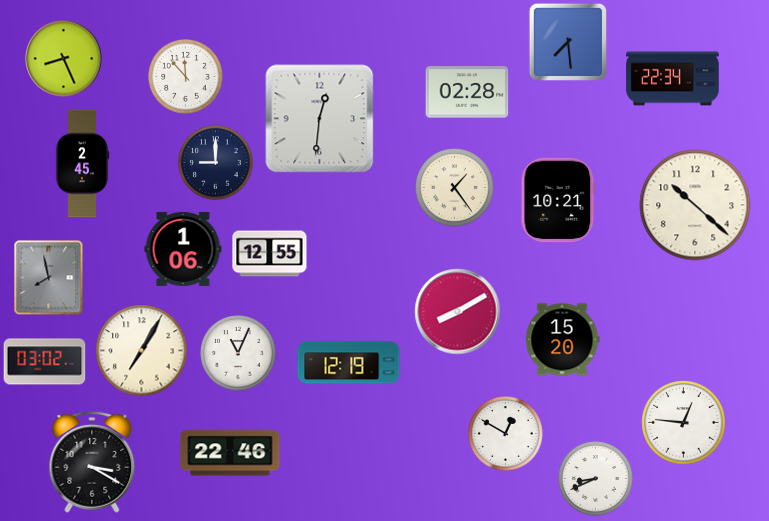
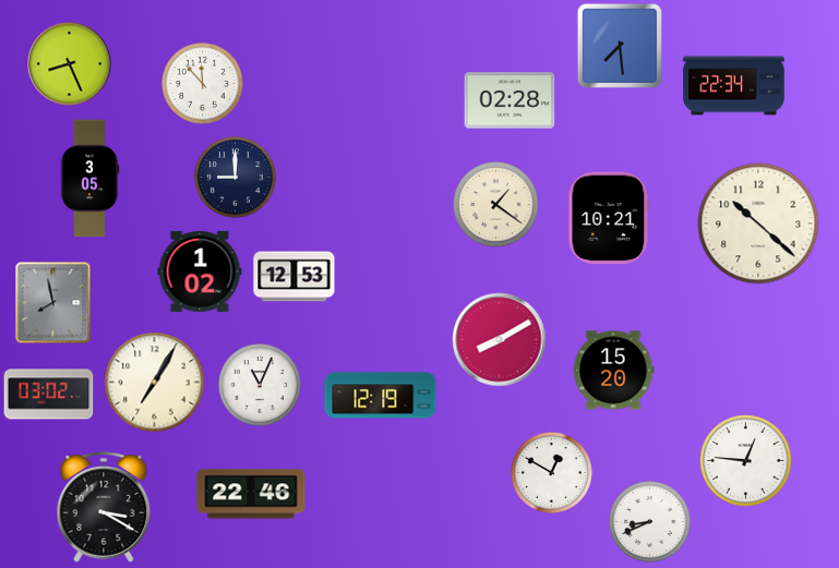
clock at (320, 119): 12:31 -> none
clock at (82, 164): 2:45 -> 3:05
clock at (455, 188): 1:24 -> 1:21
clock at (183, 249): 1:06 -> 1:02
clock at (270, 254): 12:55 -> 12:53
clock at (92, 463) position: (92, 463) -> (104, 508)
